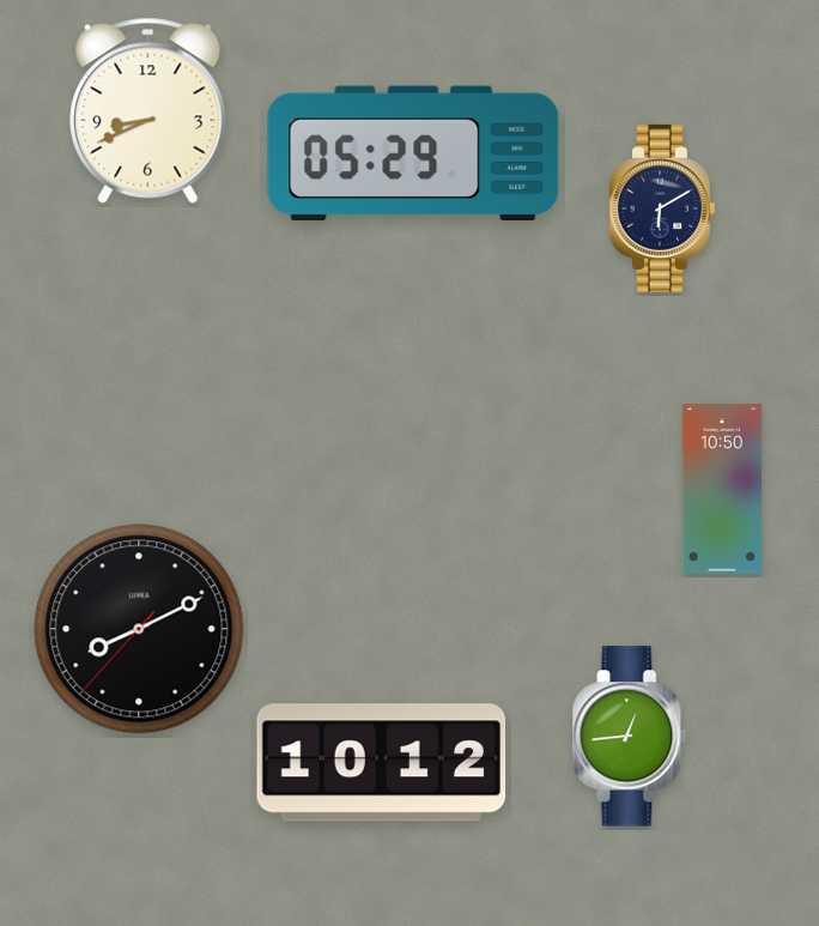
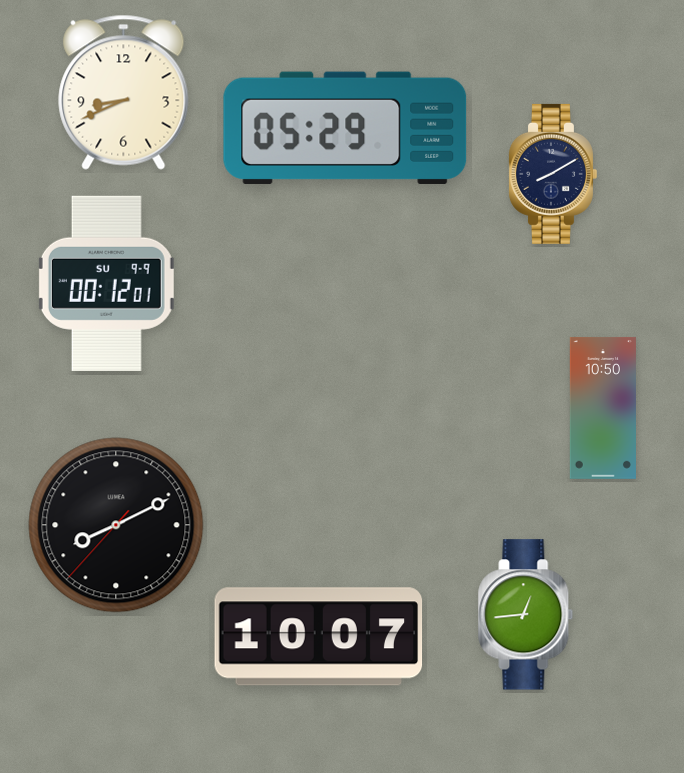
clock at (661, 208): 6:10 -> 8:10
clock at (106, 283): none -> 00:12
clock at (382, 763): 10:12 -> 10:07
